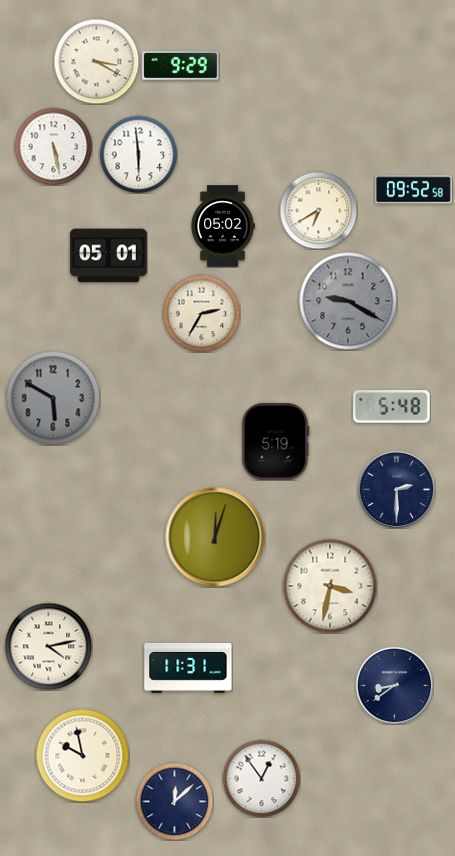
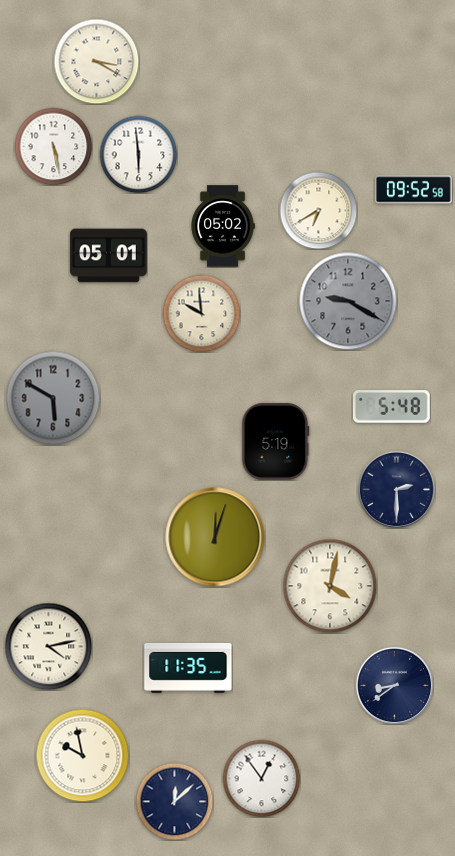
clock at (181, 66): 9:29 -> none
clock at (201, 313): 2:35 -> 9:59
clock at (330, 586): 3:32 -> 4:02
clock at (188, 668): 11:31 -> 11:35
